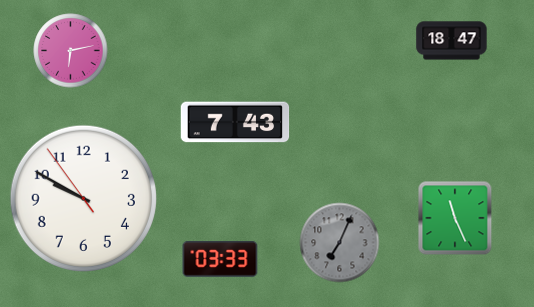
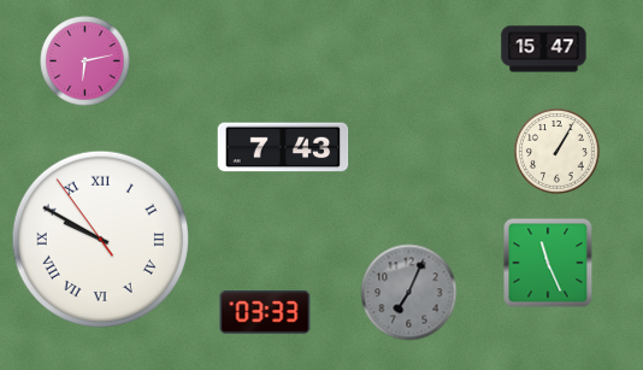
clock at (452, 41): 18:47 -> 15:47
clock at (558, 152): none -> 1:05
clock at (83, 198) numerals: Arabic -> Roman
